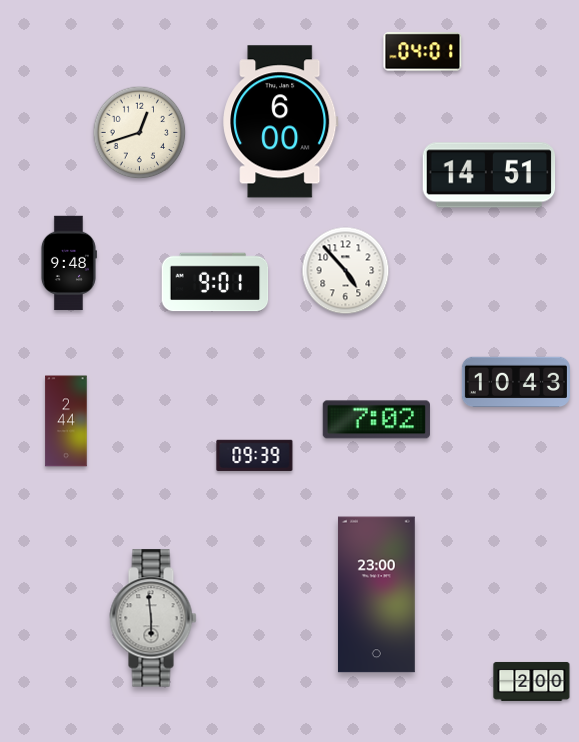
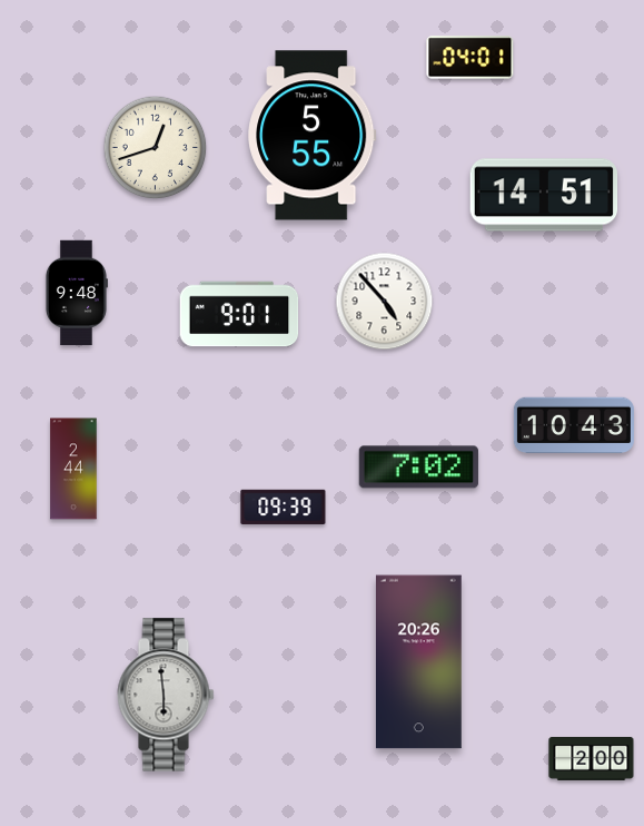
clock at (281, 122): 6:00 -> 5:55
clock at (376, 595): 23:00 -> 20:26
clock at (153, 618) position: (153, 618) -> (166, 695)
